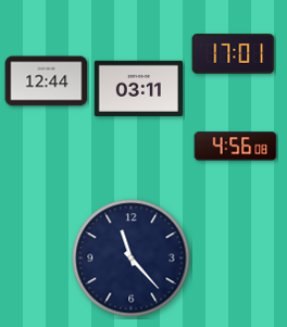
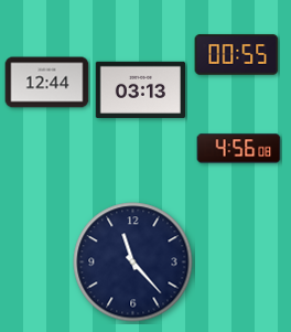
clock at (234, 54): 17:01 -> 00:55
clock at (138, 88): 03:11 -> 03:13
